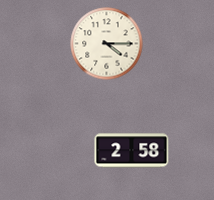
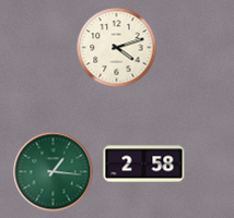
clock at (107, 44): 4:15 -> 4:12
clock at (54, 172): none -> 1:16
